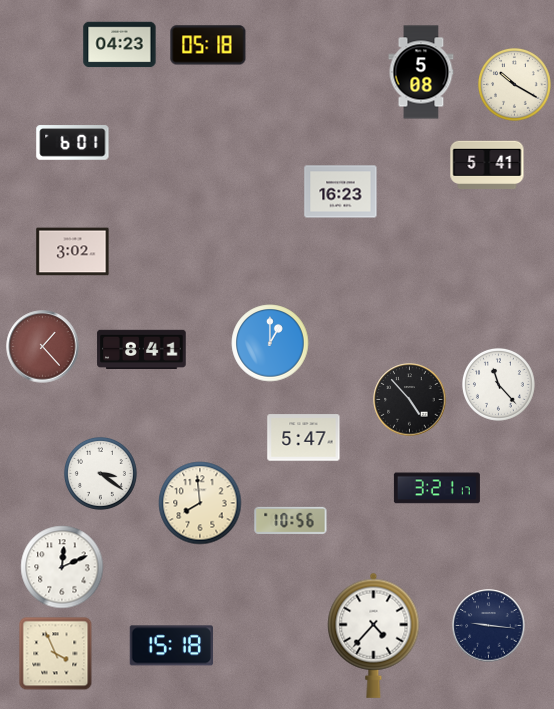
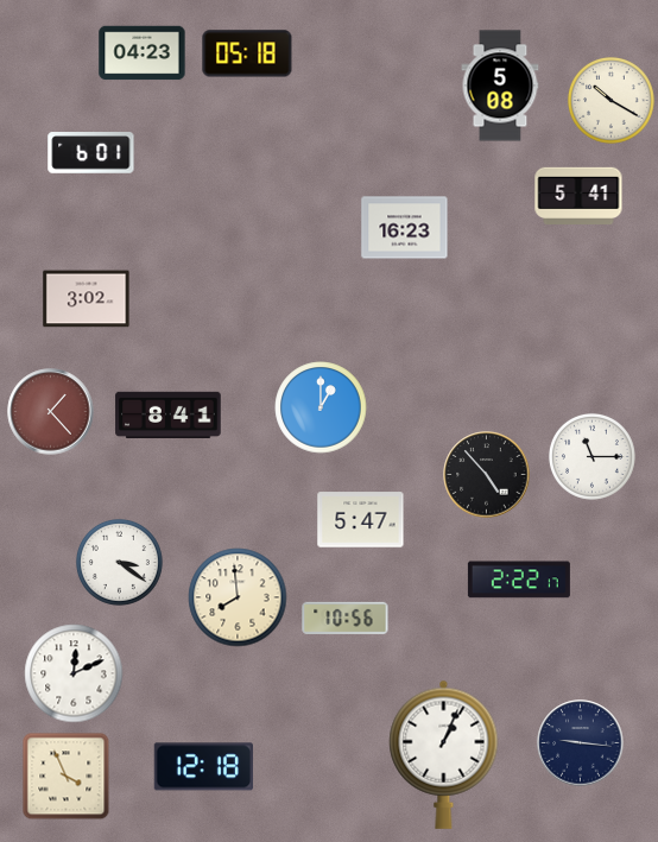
clock at (73, 143) position: (73, 143) -> (91, 153)
clock at (498, 384): 11:23 -> 11:15
clock at (437, 488): 3:21 -> 2:22
clock at (374, 635): 4:37 -> 1:04
clock at (171, 646): 15:18 -> 12:18
